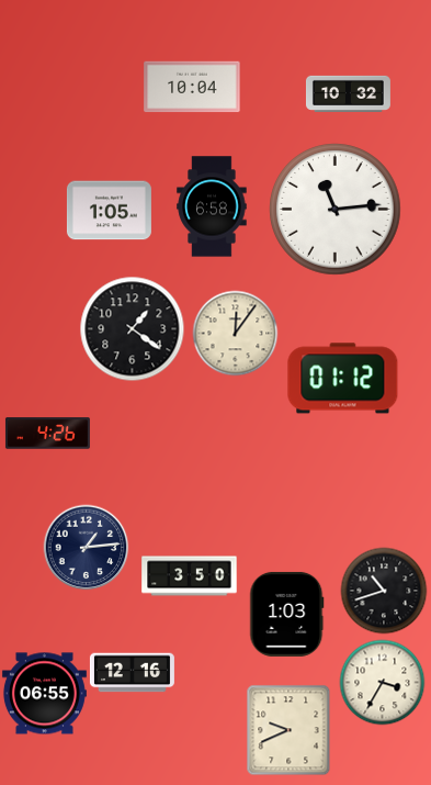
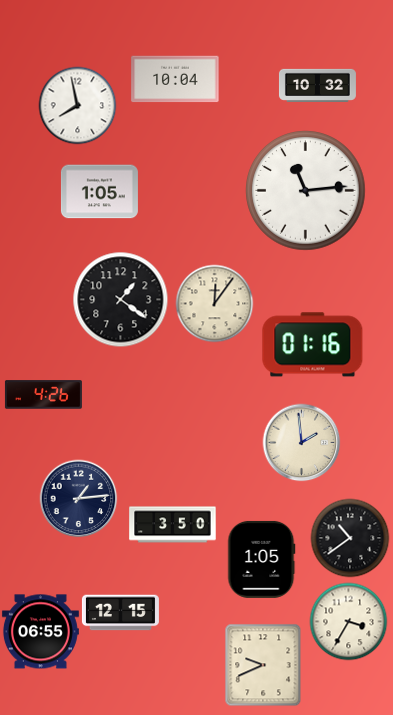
clock at (77, 105): none -> 7:58
clock at (212, 206): 6:58 -> none
clock at (343, 379): 01:12 -> 01:16
clock at (301, 442): none -> 1:59
clock at (384, 591): 10:42 -> 10:39
clock at (287, 614): 1:03 -> 1:05
clock at (132, 673): 12:16 -> 12:15
